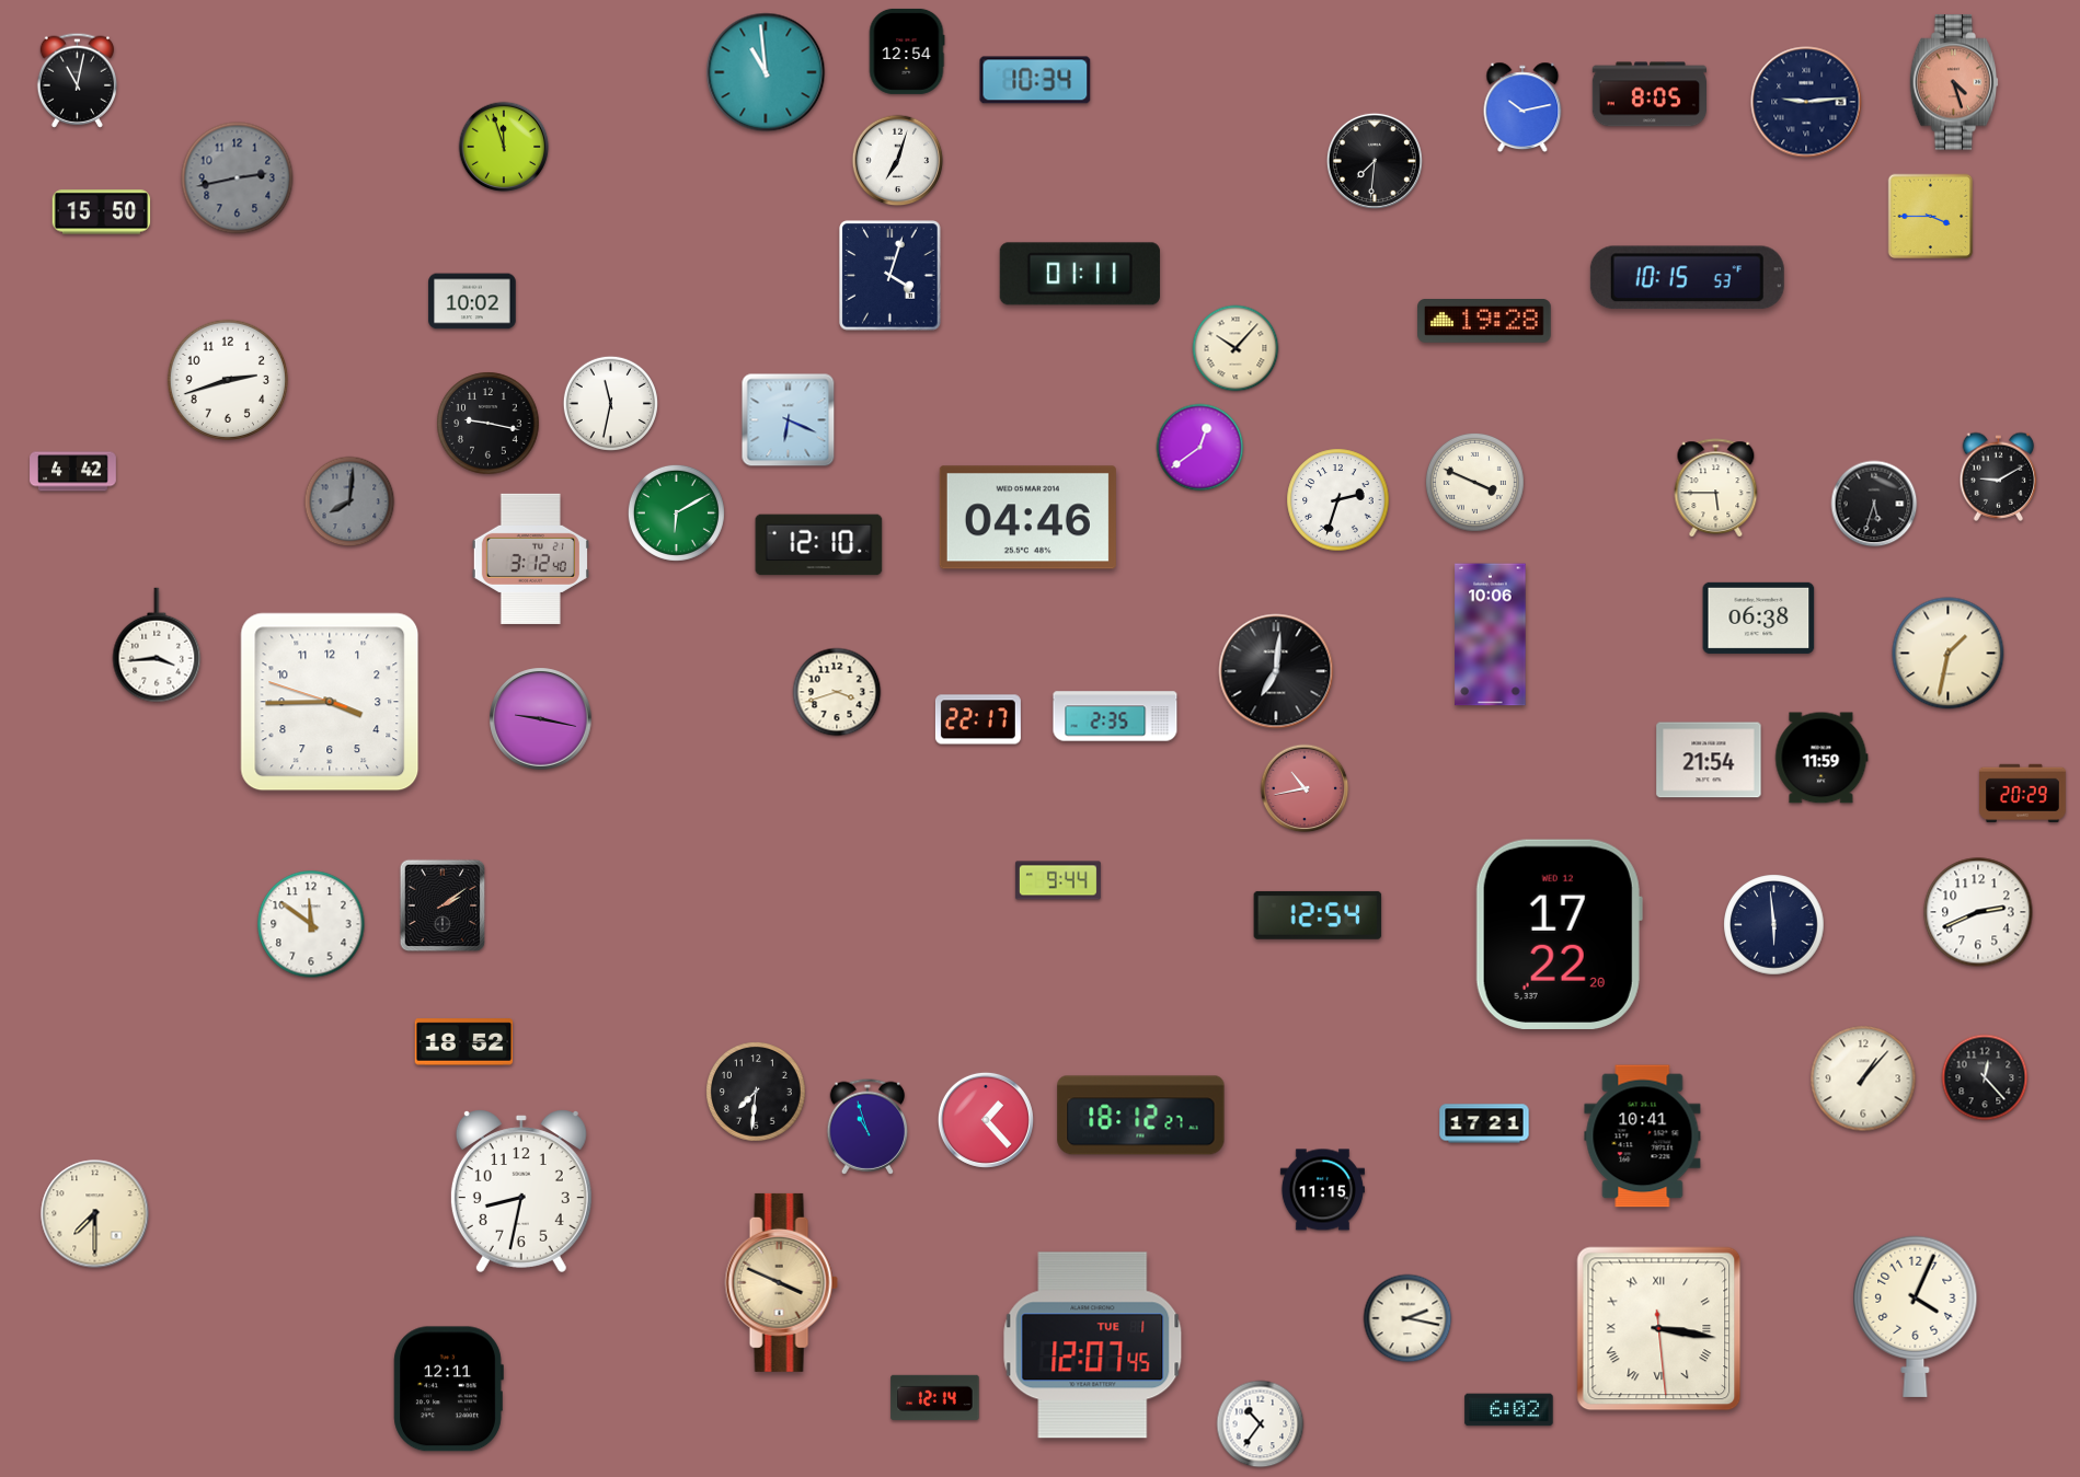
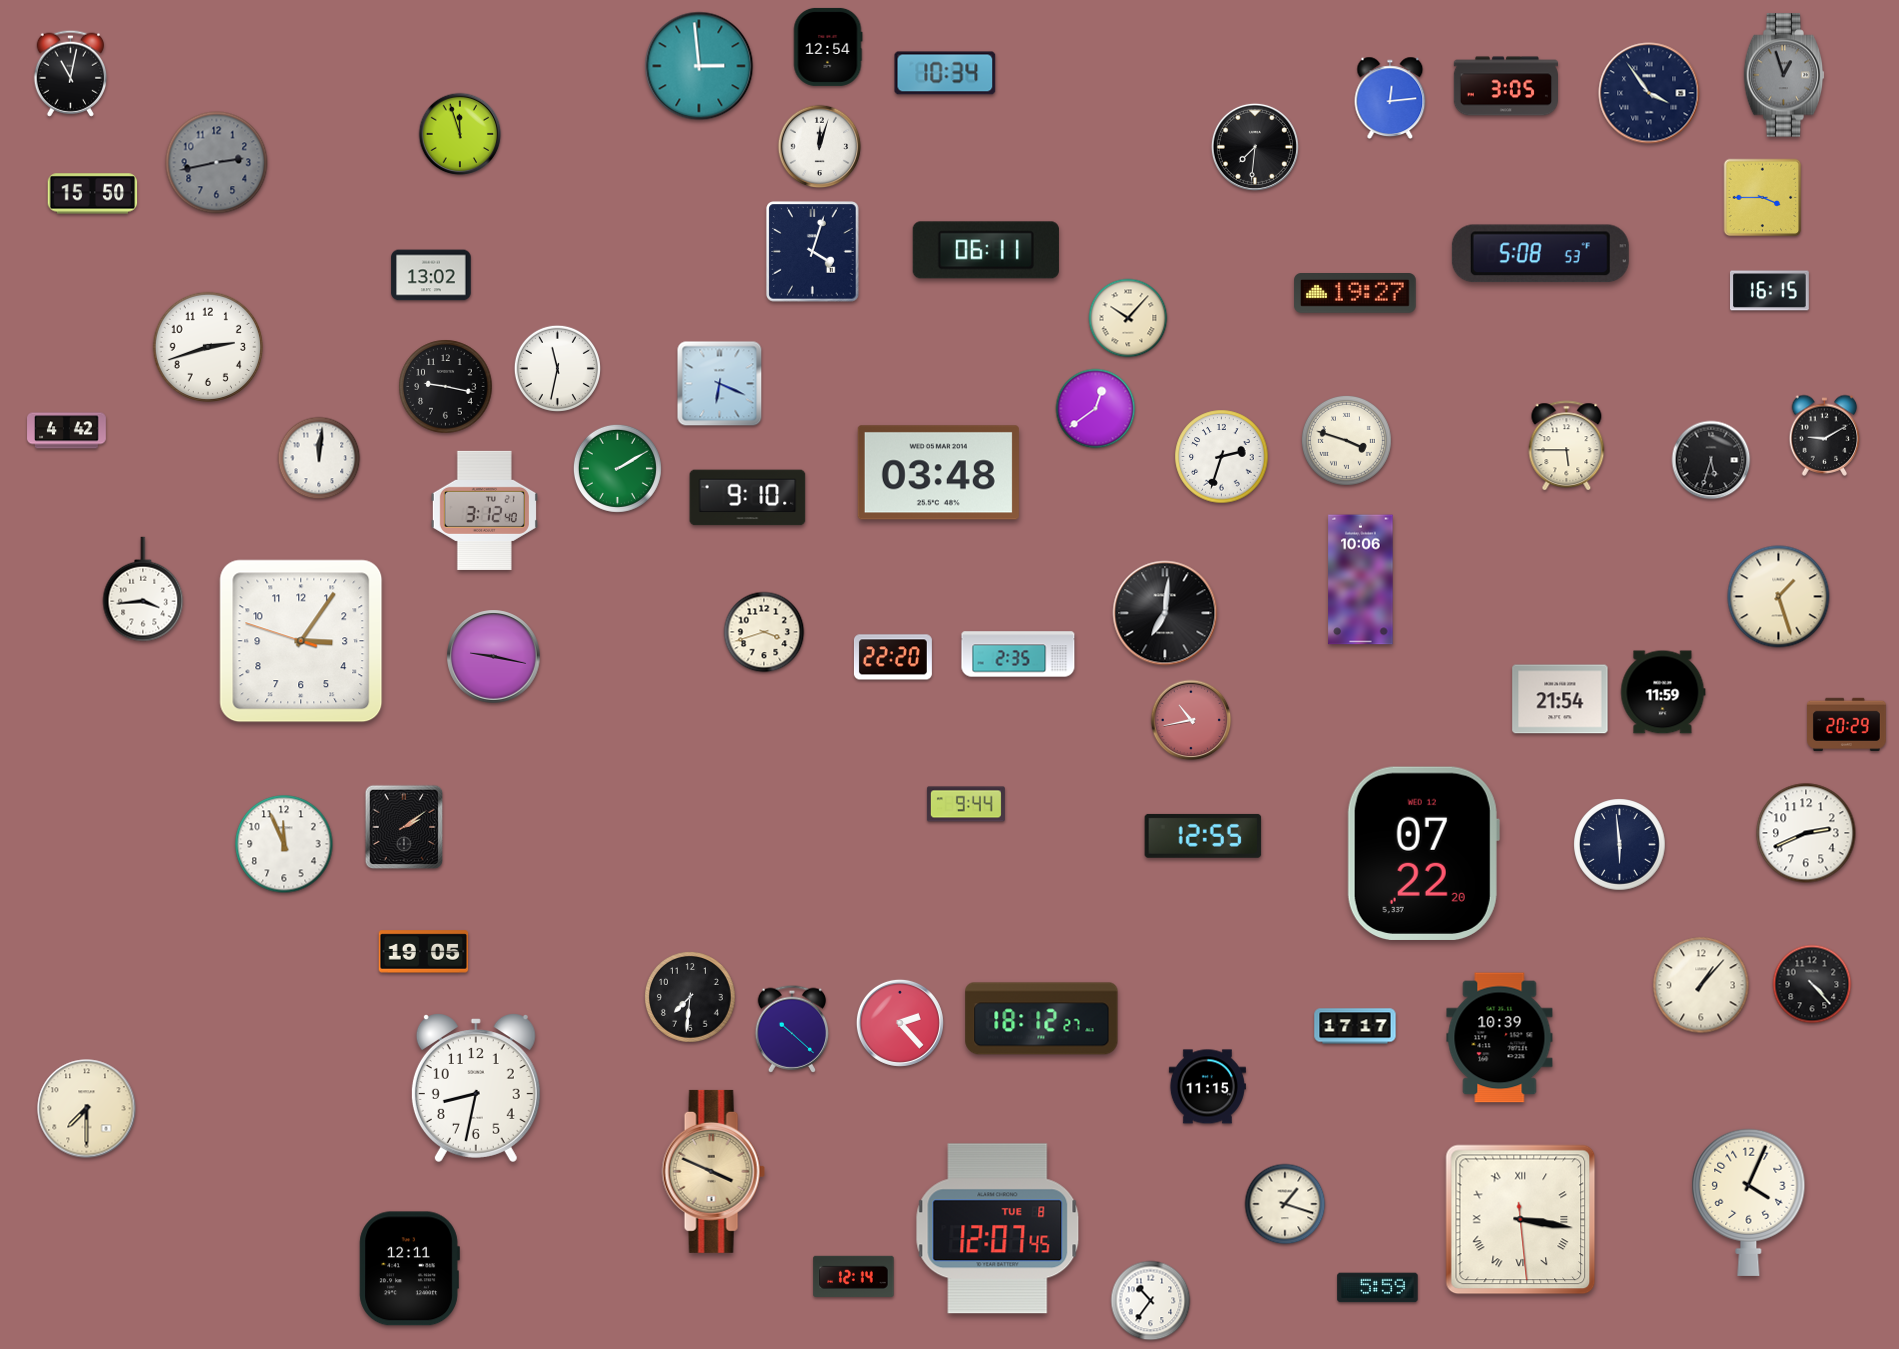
clock at (766, 72): 10:59 -> 2:59
clock at (1954, 82): 4:27 -> 12:57
clock at (1954, 82) dial: salmon -> grey
clock at (1648, 94): 8:05 -> 3:05
clock at (1806, 102): 9:14 -> 3:54
clock at (1522, 106): 10:13 -> 12:14
clock at (898, 161): 7:03 -> 12:03
clock at (1080, 274): 01:11 -> 06:11
clock at (1687, 278): 10:15 -> 5:08
clock at (472, 301): 10:02 -> 13:02
clock at (1770, 291): none -> 16:15
clock at (1484, 322): 19:28 -> 19:27
clock at (1474, 482): 3:49 -> 3:48
clock at (349, 501): 8:01 -> 12:01
clock at (349, 501) dial: grey -> white
clock at (676, 512): 6:10 -> 2:10
clock at (1027, 518): 04:46 -> 03:48
clock at (819, 545): 12:10 -> 9:10
clock at (1759, 618): 06:38 -> none
clock at (1949, 654): 1:32 -> 1:27
clock at (330, 702): 3:44 -> 3:05
clock at (978, 719): 22:17 -> 22:20
clock at (1709, 760) position: (1709, 760) -> (1560, 699)
clock at (1318, 915): 12:54 -> 12:55
clock at (311, 924): 11:51 -> 11:56
clock at (1559, 934): 17:22 -> 07:22
clock at (464, 1042): 18:52 -> 19:05
clock at (1985, 1077): 12:23 -> 4:23
clock at (986, 1120): 1:23 -> 2:23
clock at (1484, 1123): 17:21 -> 17:17
clock at (867, 1127): 10:57 -> 10:22
clock at (1643, 1136): 10:41 -> 10:39
clock at (1407, 1318): 2:17 -> 1:18
clock at (1659, 1329) position: (1659, 1329) -> (1521, 1220)
clock at (1093, 1346) date: TUE 1 -> TUE 8
clock at (1509, 1410): 6:02 -> 5:59
